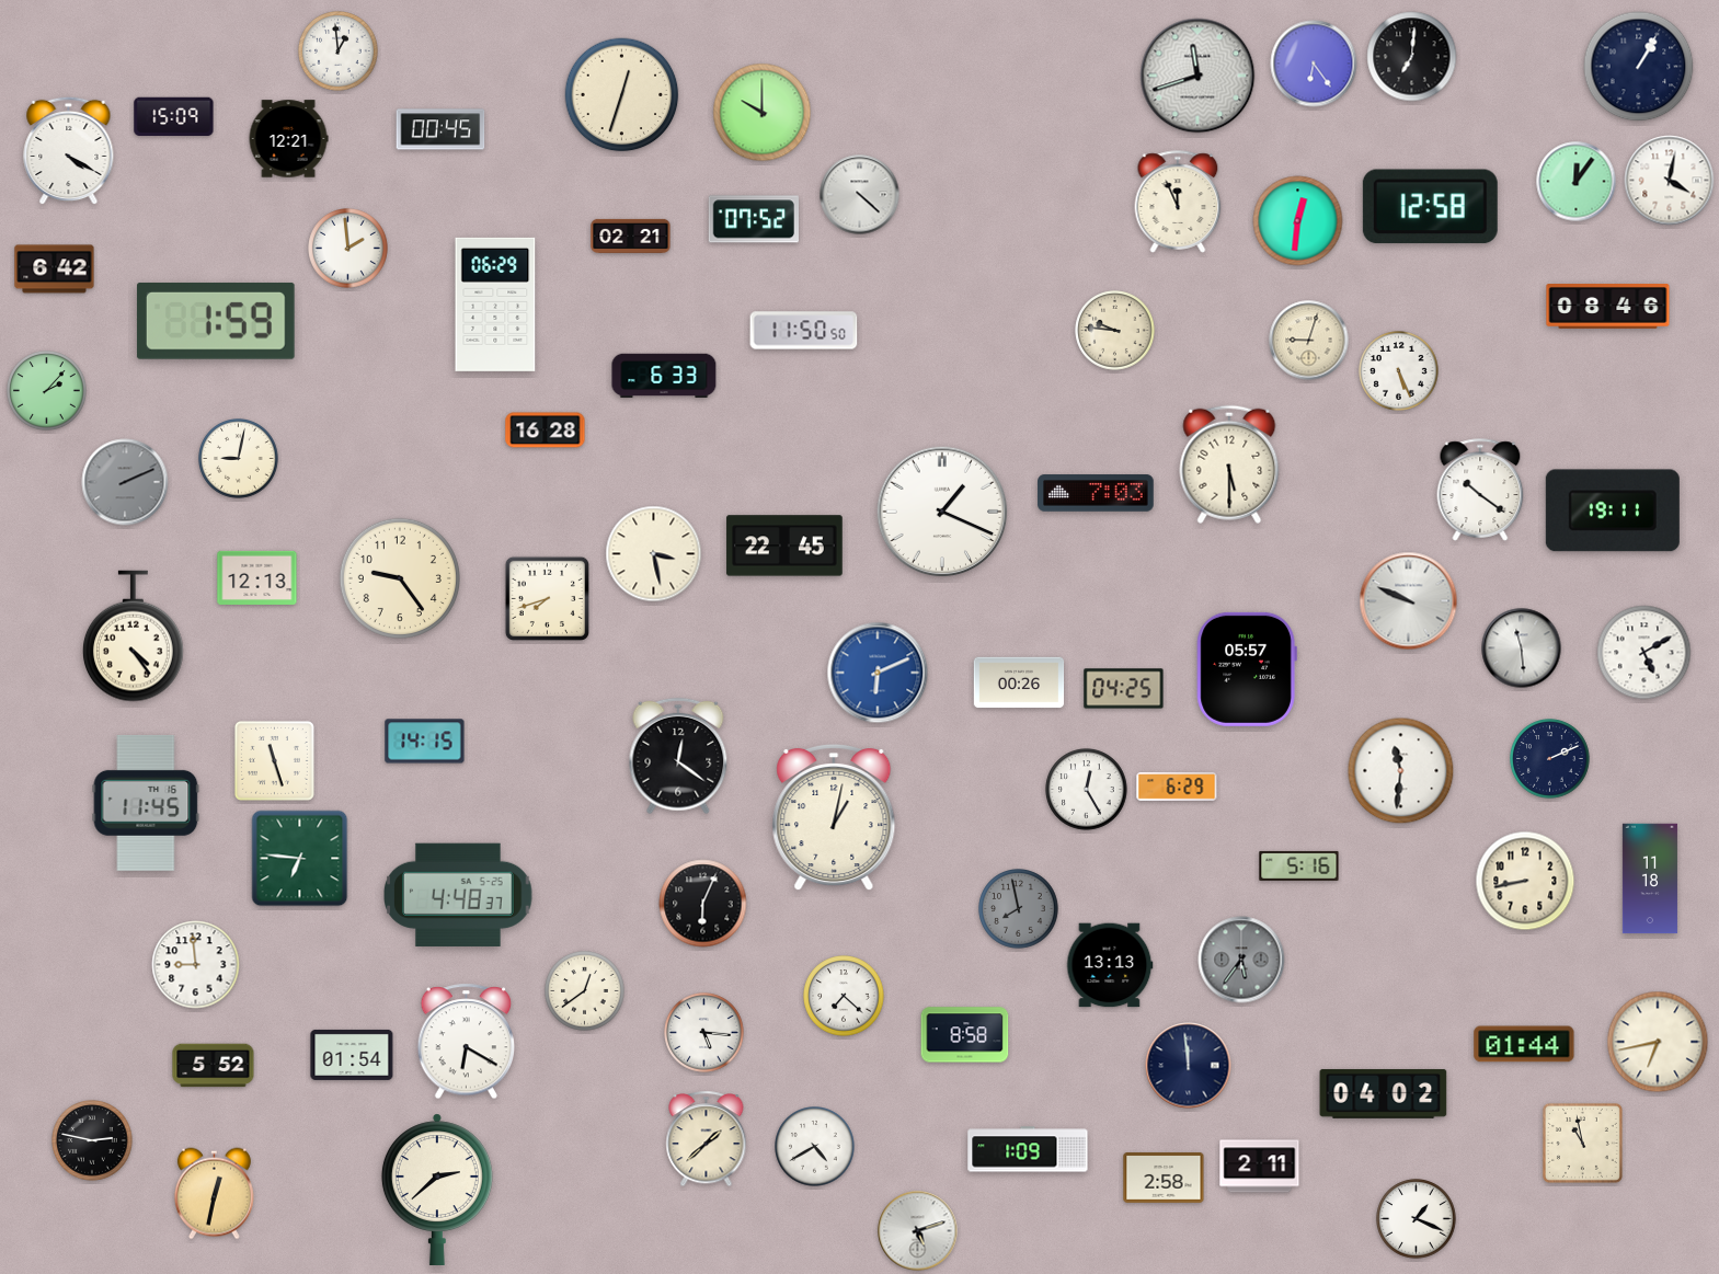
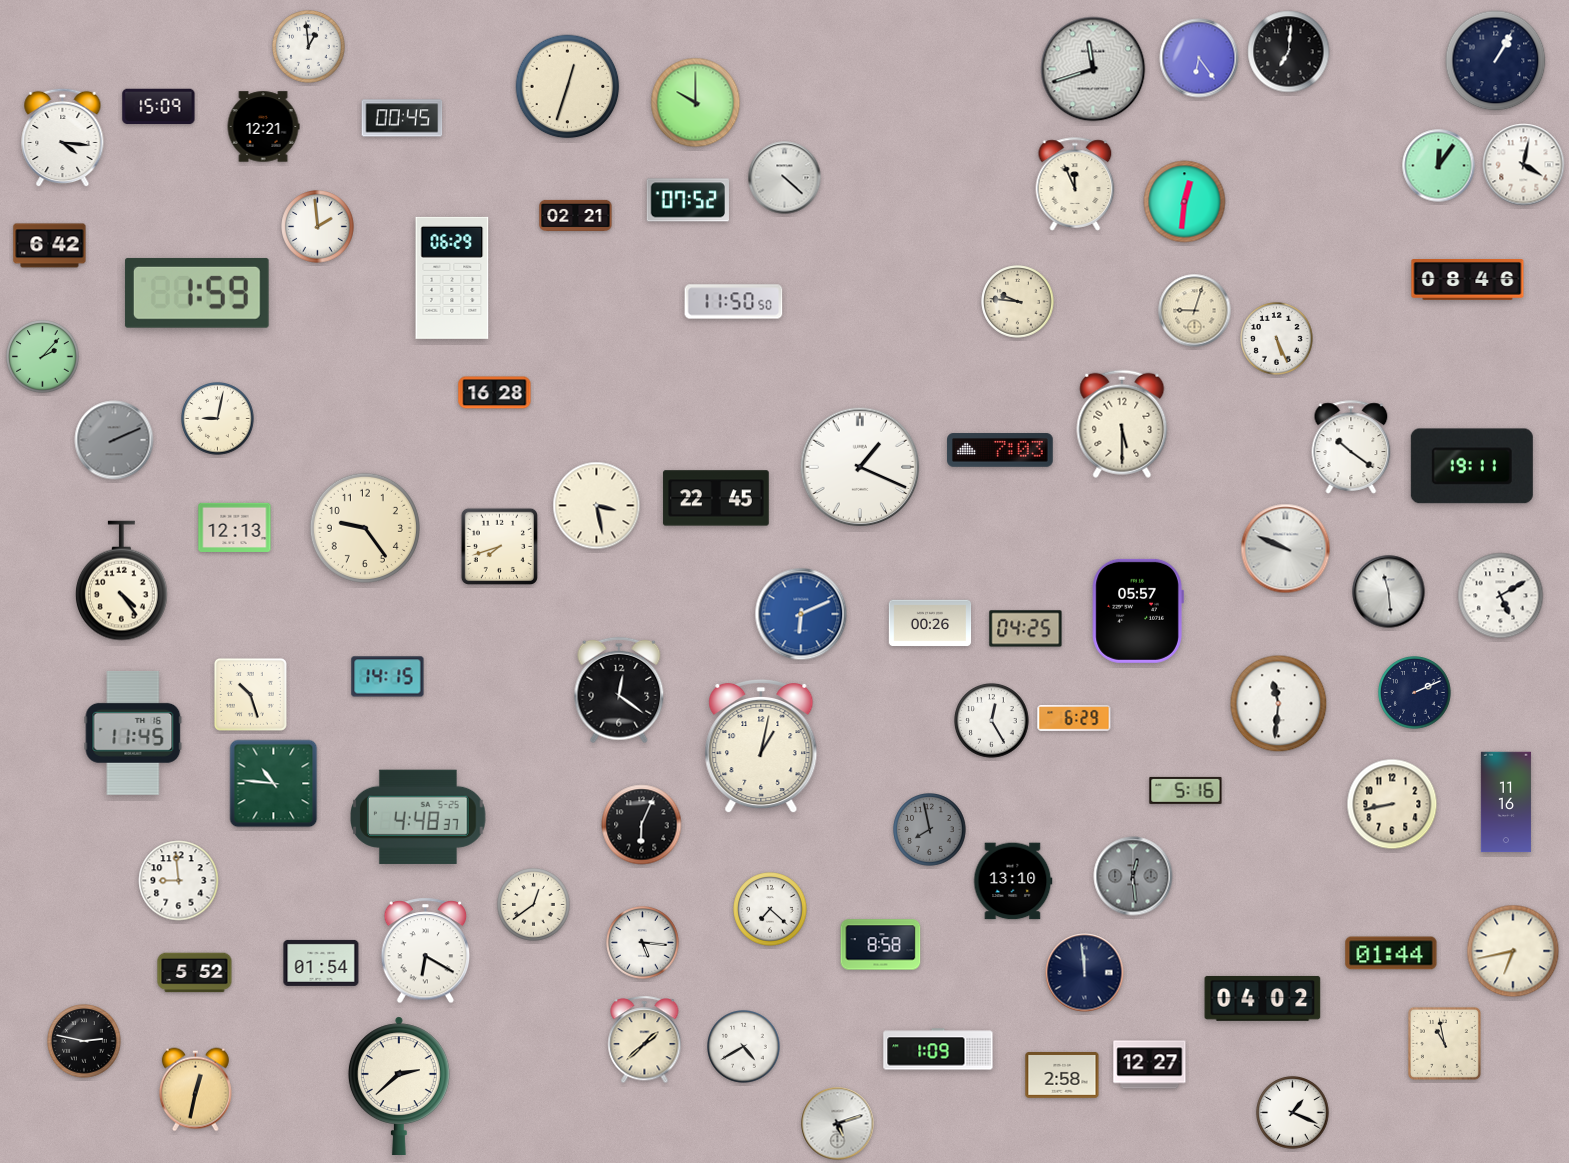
clock at (69, 151): 4:20 -> 4:16
clock at (1430, 207): 12:58 -> none
clock at (664, 376): 6:33 -> none
clock at (546, 431) position: (546, 431) -> (495, 393)
clock at (274, 760): 11:27 -> 10:27
clock at (300, 859): 6:46 -> 10:46
clock at (1650, 879): 11:18 -> 11:16
clock at (1241, 960): 5:36 -> 12:29
clock at (1110, 965): 13:13 -> 13:10
clock at (1260, 1167): 2:11 -> 12:27
